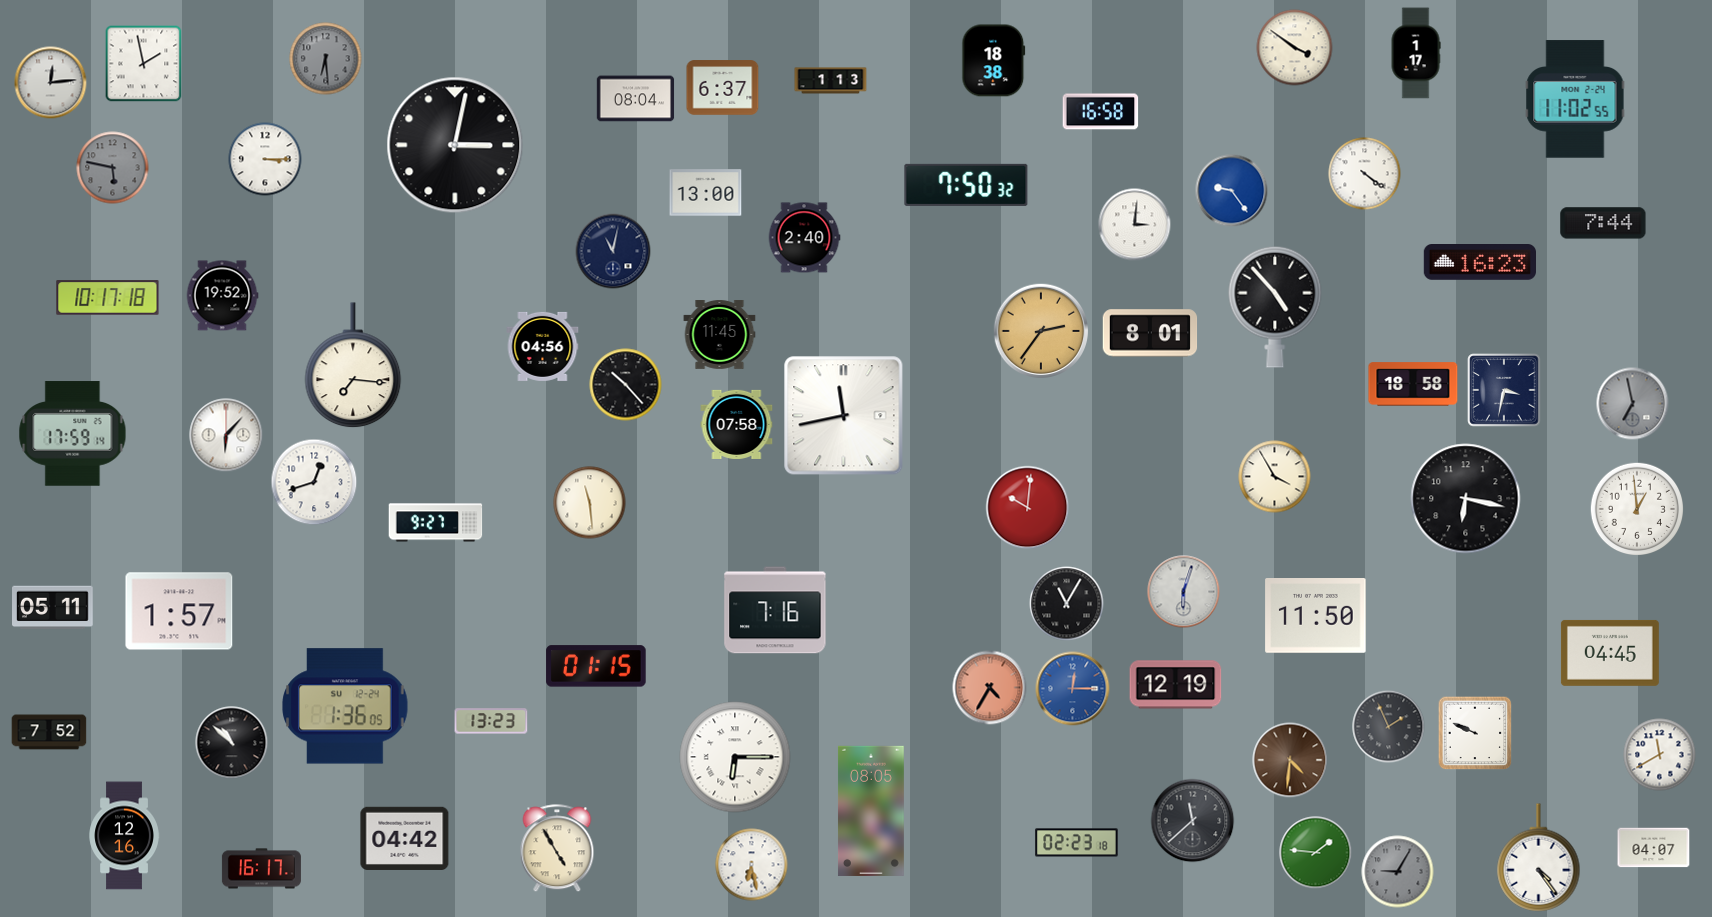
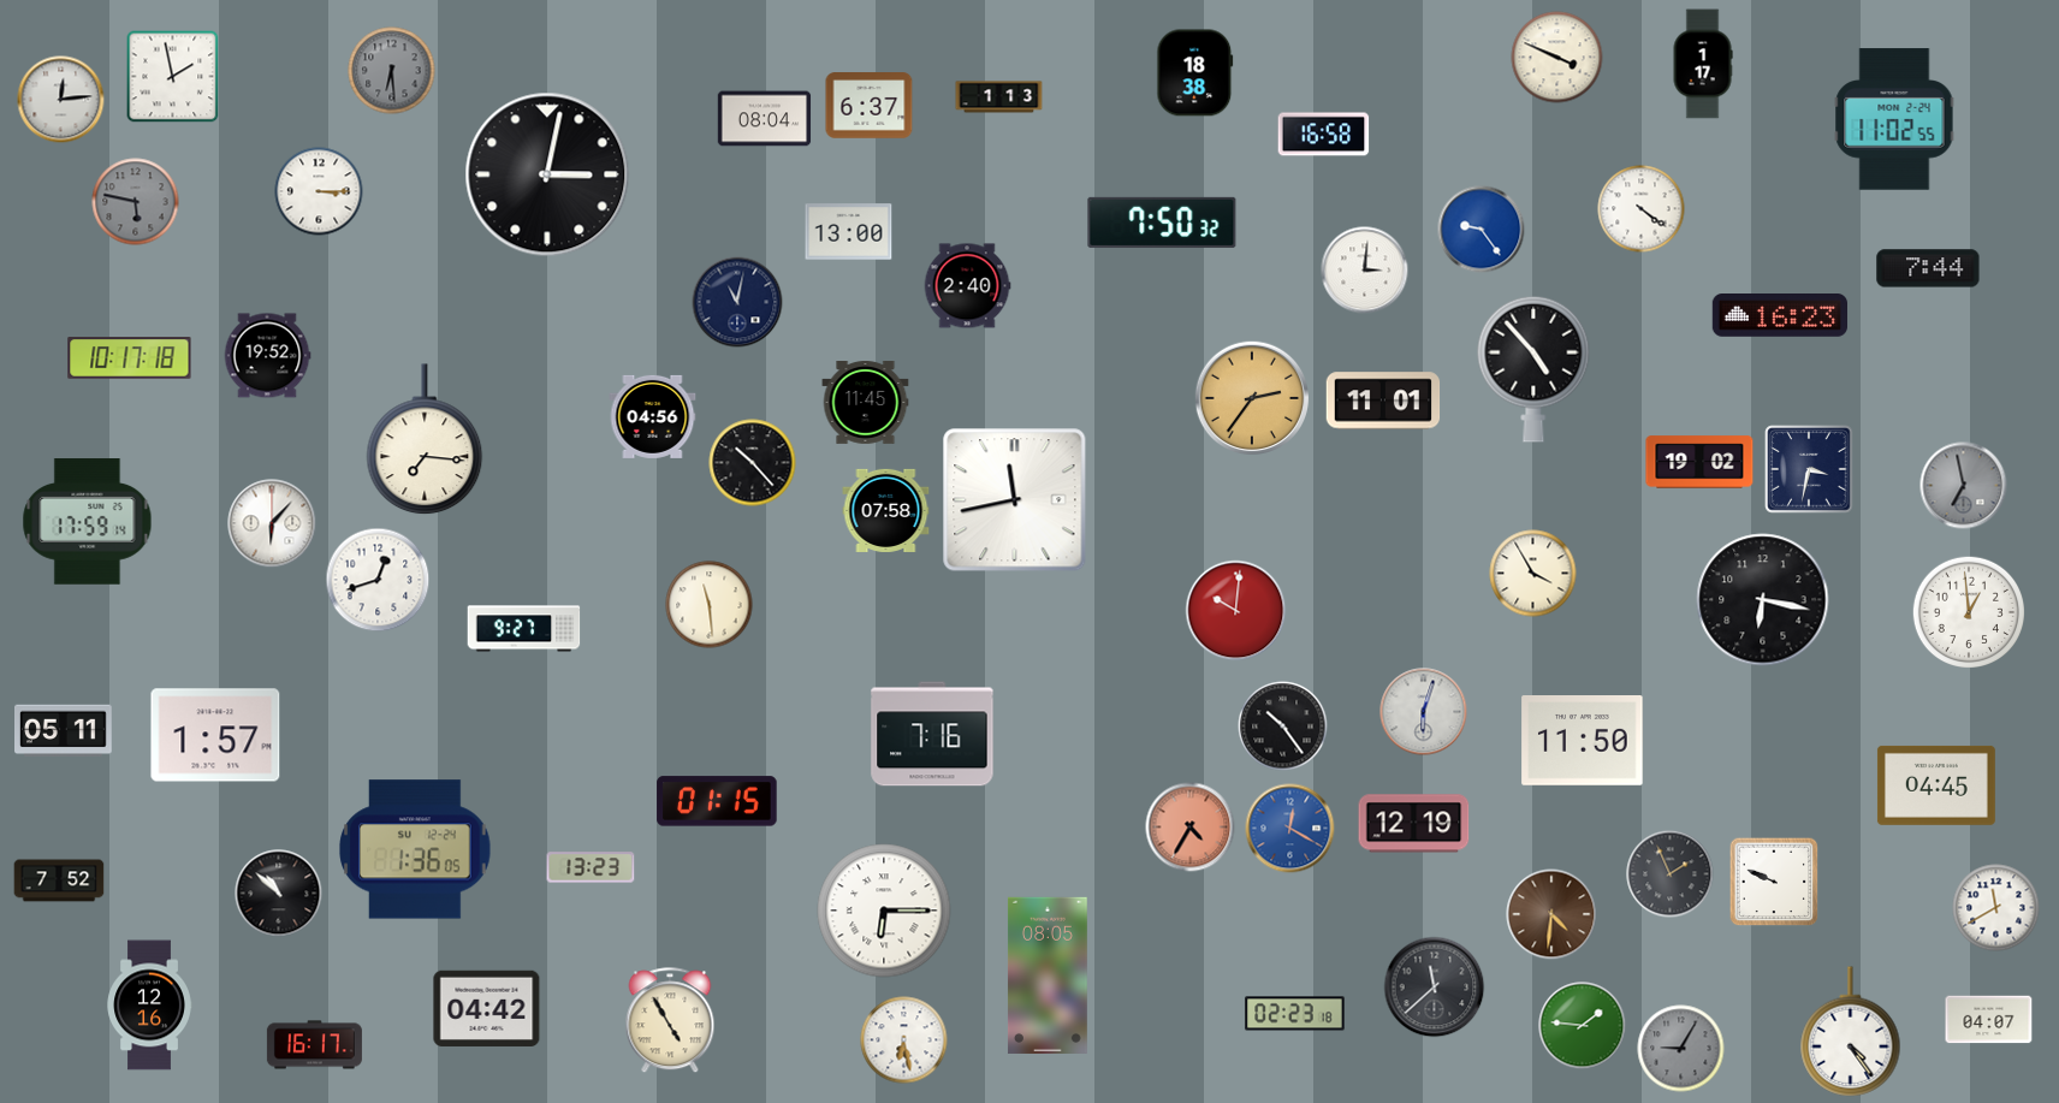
clock at (1295, 48): 3:51 -> 3:49
clock at (1150, 333): 8:01 -> 11:01
clock at (1413, 384): 18:58 -> 19:02
clock at (1067, 604): 11:05 -> 10:24
clock at (1073, 689): 12:15 -> 12:20
